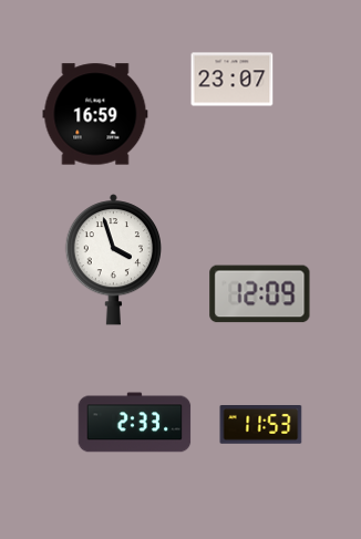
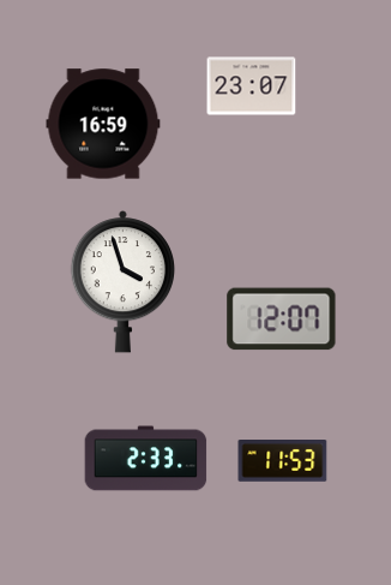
clock at (260, 294): 12:09 -> 12:07
